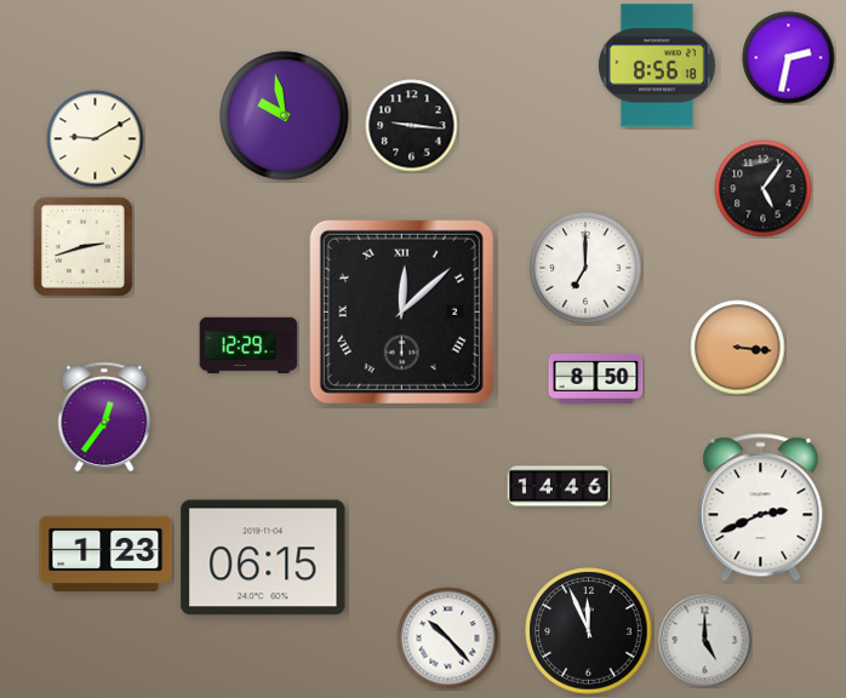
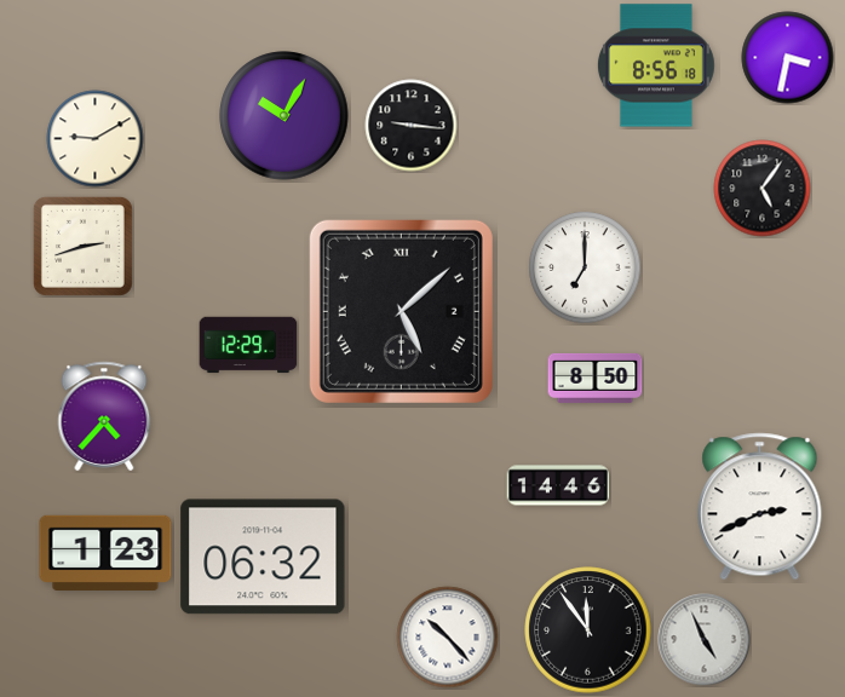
clock at (789, 58): 2:32 -> 3:32
clock at (285, 116): 9:58 -> 10:05
clock at (401, 311): 12:08 -> 5:08
clock at (738, 348): 3:16 -> none
clock at (104, 417): 12:36 -> 4:37
clock at (263, 557): 06:15 -> 06:32
clock at (589, 631): 11:56 -> 11:54
clock at (705, 641): 5:00 -> 4:56
